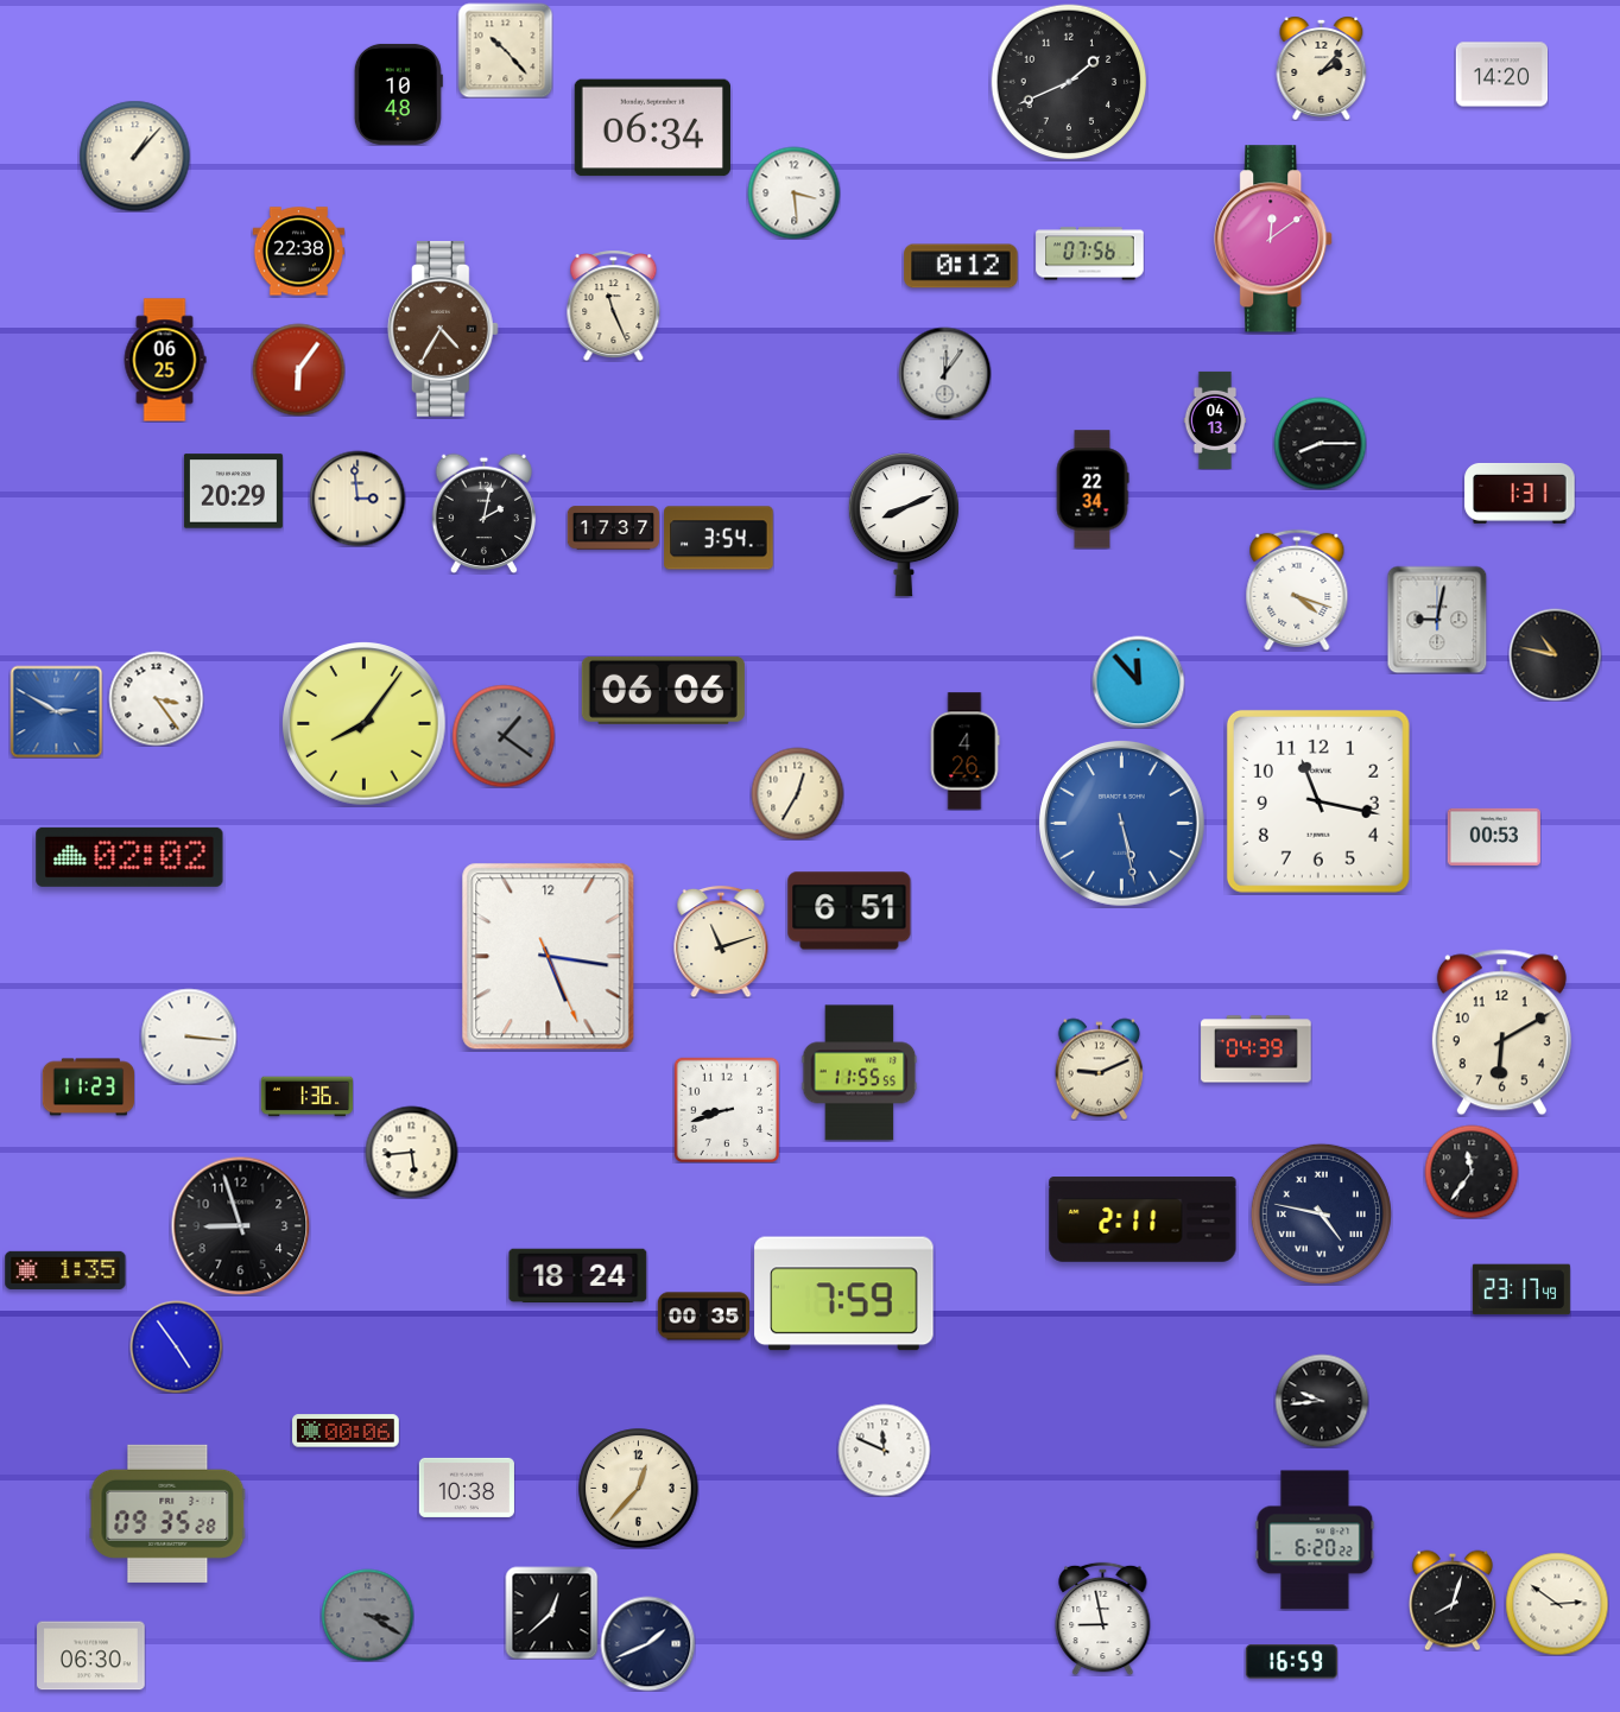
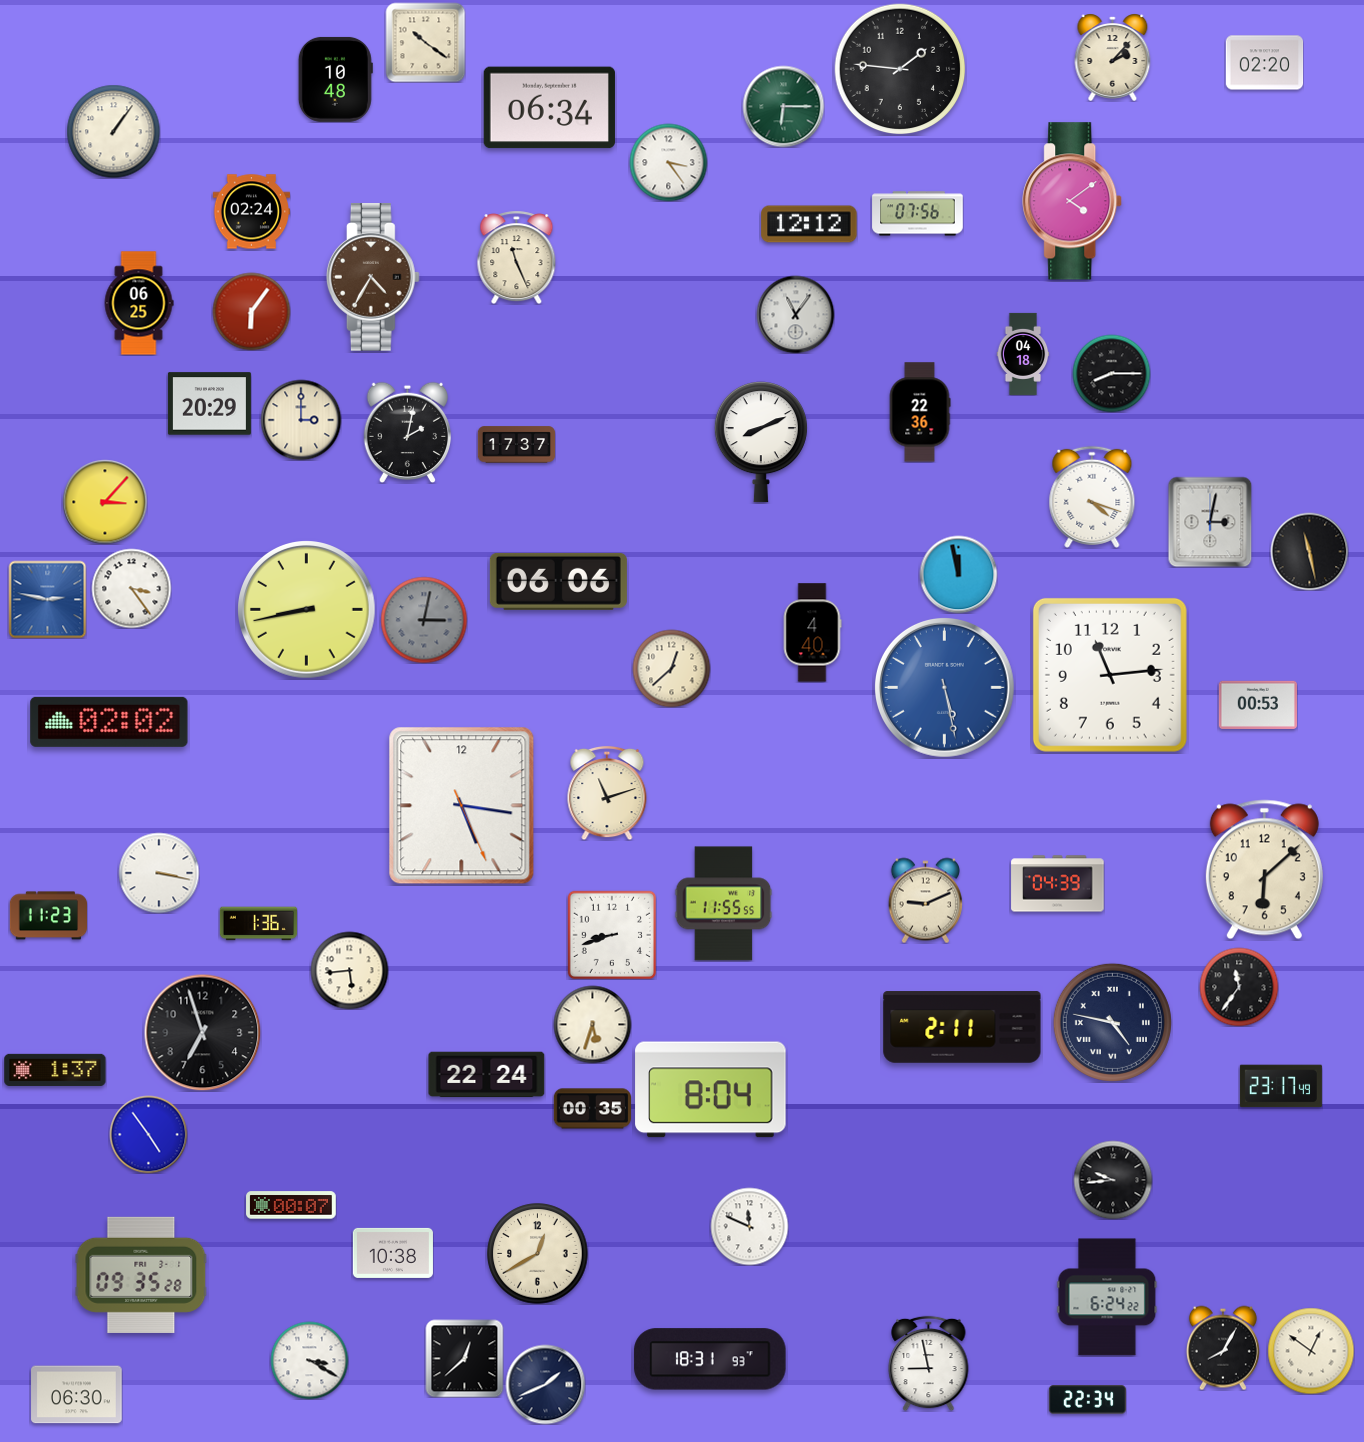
clock at (505, 50): 10:23 -> 10:21
clock at (1501, 75): 14:20 -> 02:20
clock at (1069, 82): 1:41 -> 1:46
clock at (783, 106): none -> 6:15
clock at (134, 156): 1:07 -> 1:06
clock at (793, 192): 3:29 -> 3:24
clock at (1274, 239): 12:09 -> 4:09
clock at (298, 252): 22:38 -> 02:24
clock at (961, 266): 0:12 -> 12:12
clock at (944, 373): 12:06 -> 11:06
clock at (1215, 420): 04:13 -> 04:18
clock at (1093, 489): 22:34 -> 22:36
clock at (233, 492) position: (233, 492) -> (209, 404)
clock at (1520, 493): 1:31 -> none
clock at (357, 499): 2:59 -> 3:00
clock at (719, 538): 3:54 -> none
clock at (105, 502): none -> 3:07
clock at (1437, 620): 9:02 -> 3:02
clock at (1555, 654): 10:47 -> 11:28
clock at (1138, 681): 11:53 -> 11:58
clock at (56, 711): 2:50 -> 2:47
clock at (365, 724): 8:06 -> 8:43
clock at (504, 736): 1:21 -> 3:02
clock at (964, 752): 4:26 -> 4:40
clock at (797, 793): 12:35 -> 12:38
clock at (1318, 801): 11:17 -> 11:14
clock at (1121, 823) position: (1121, 823) -> (944, 687)
clock at (849, 911): 6:51 -> none
clock at (1501, 1033): 6:10 -> 6:08
clock at (189, 1036): 3:16 -> 3:17
clock at (88, 1088) position: (88, 1088) -> (48, 916)
clock at (411, 1152) position: (411, 1152) -> (349, 970)
clock at (592, 1024): none -> 5:33
clock at (240, 1225): 8:57 -> 6:57
clock at (65, 1270): 1:35 -> 1:37
clock at (578, 1276): 18:24 -> 22:24
clock at (844, 1294): 7:59 -> 8:04
clock at (346, 1431): 00:06 -> 00:07
clock at (884, 1450) position: (884, 1450) -> (749, 1226)
clock at (639, 1489): 12:37 -> 12:40
clock at (1315, 1540): 6:20 -> 6:24
clock at (1453, 1600): 8:03 -> 8:05
clock at (1557, 1604): 2:51 -> 12:51
clock at (710, 1359): none -> 18:31
clock at (367, 1615) dial: grey -> white
clock at (1291, 1662): 16:59 -> 22:34
